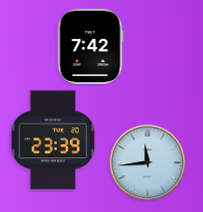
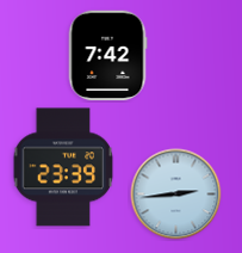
clock at (148, 163): 11:44 -> 2:44
